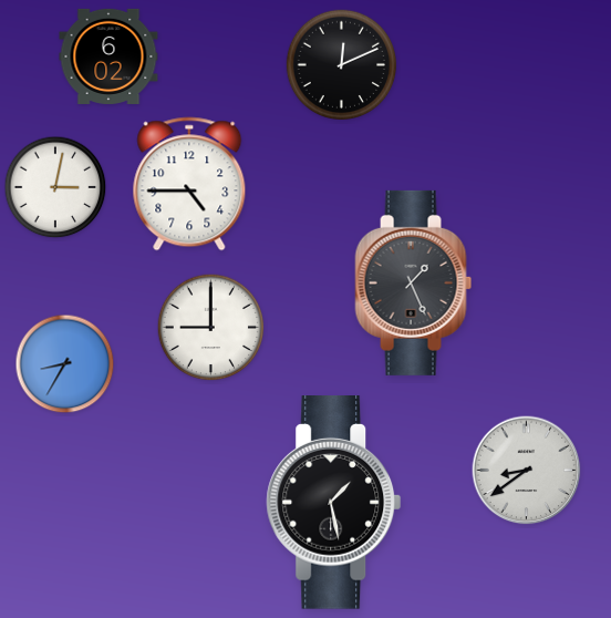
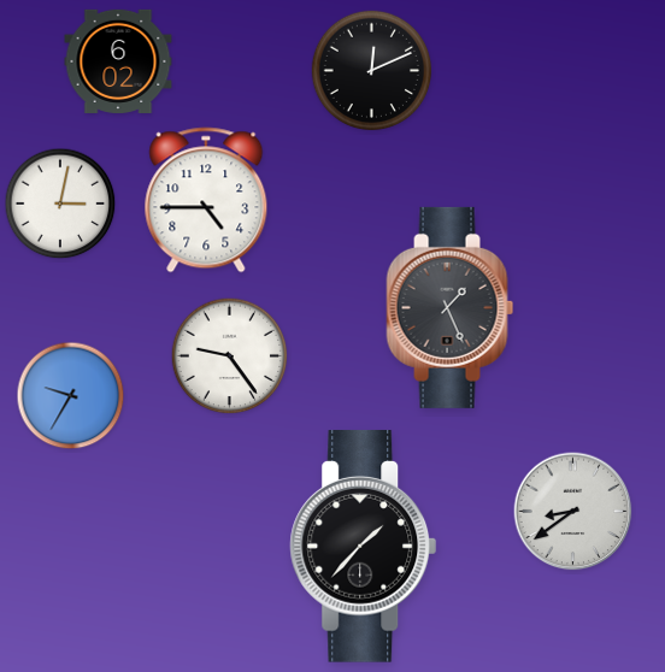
clock at (211, 328): 9:00 -> 9:24
clock at (65, 364): 8:35 -> 9:35
clock at (334, 503): 1:28 -> 1:37
